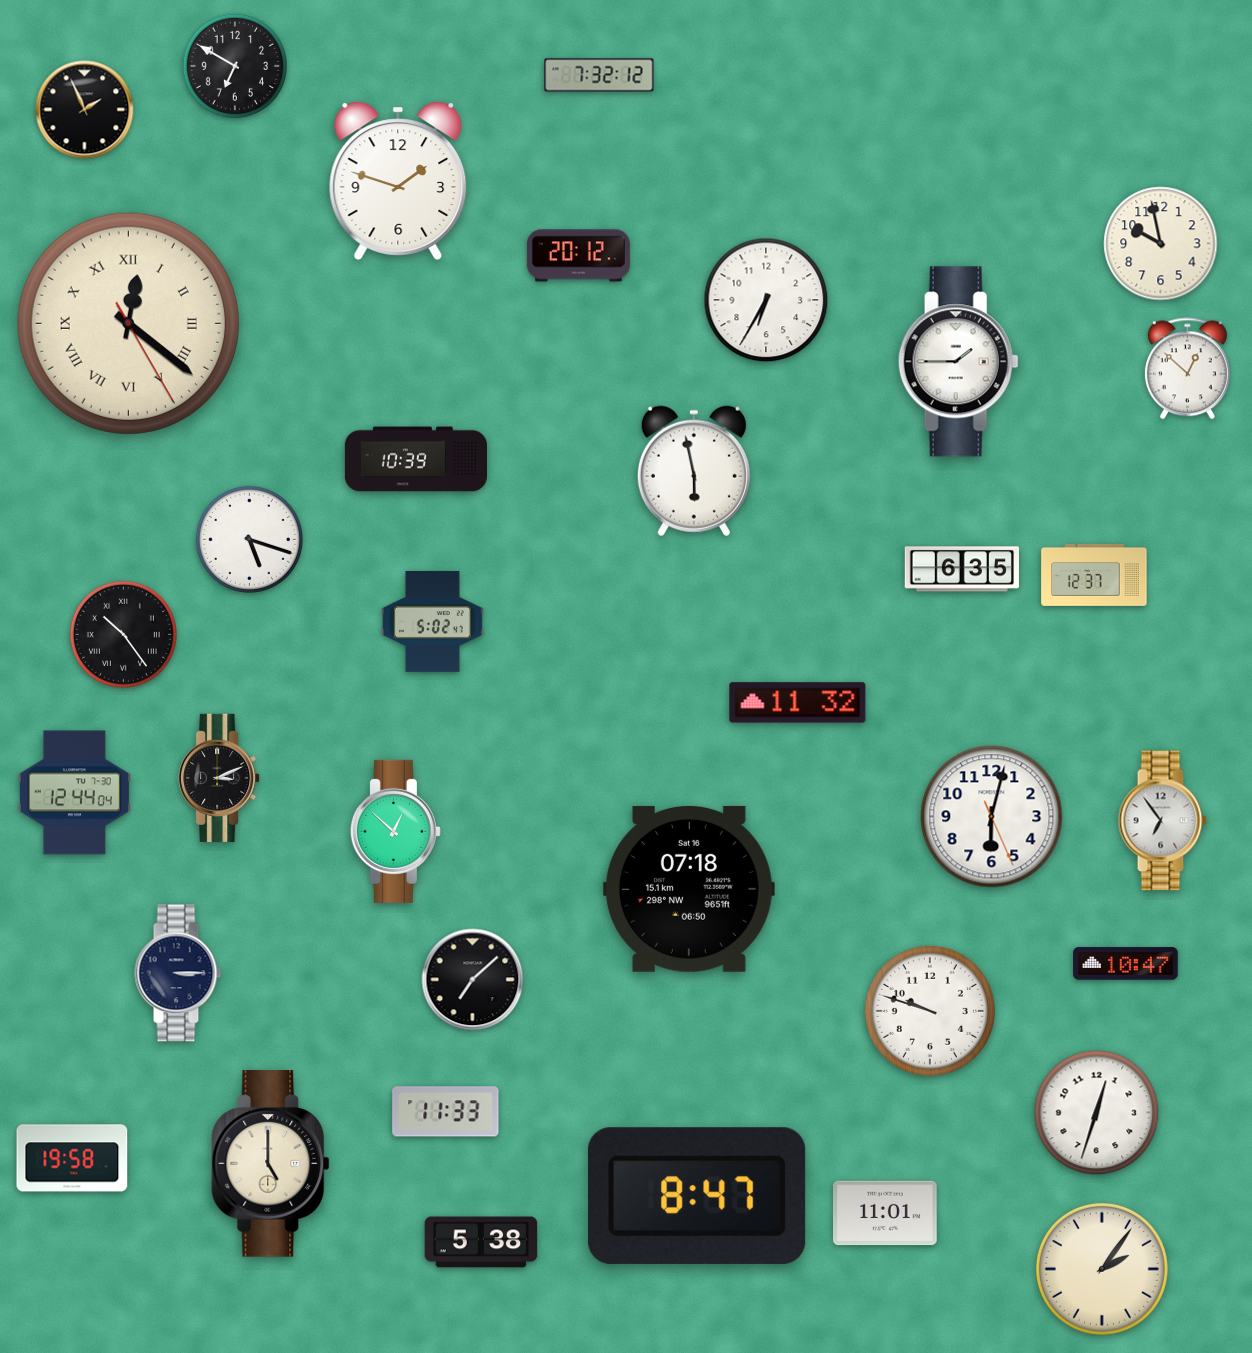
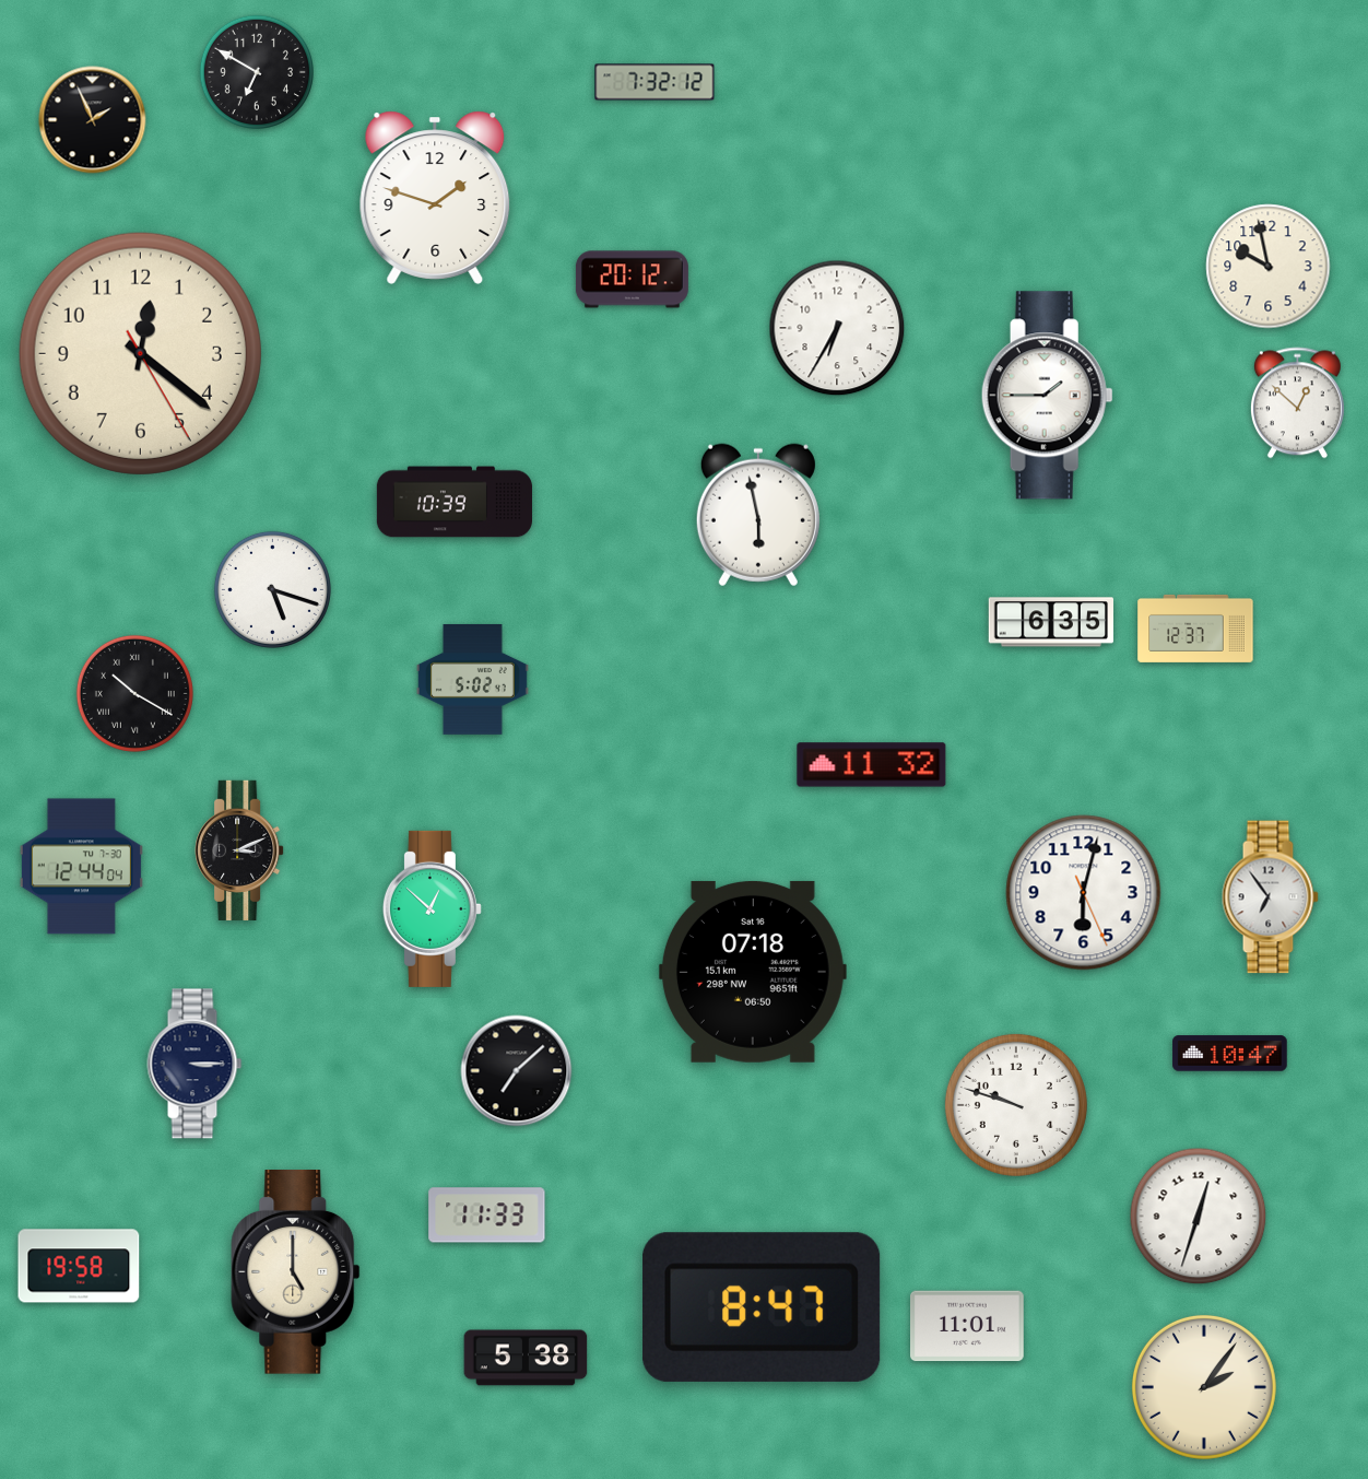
clock at (128, 323) numerals: Roman -> Arabic
clock at (123, 634): 10:24 -> 10:20
clock at (798, 703) position: (798, 703) -> (872, 765)
